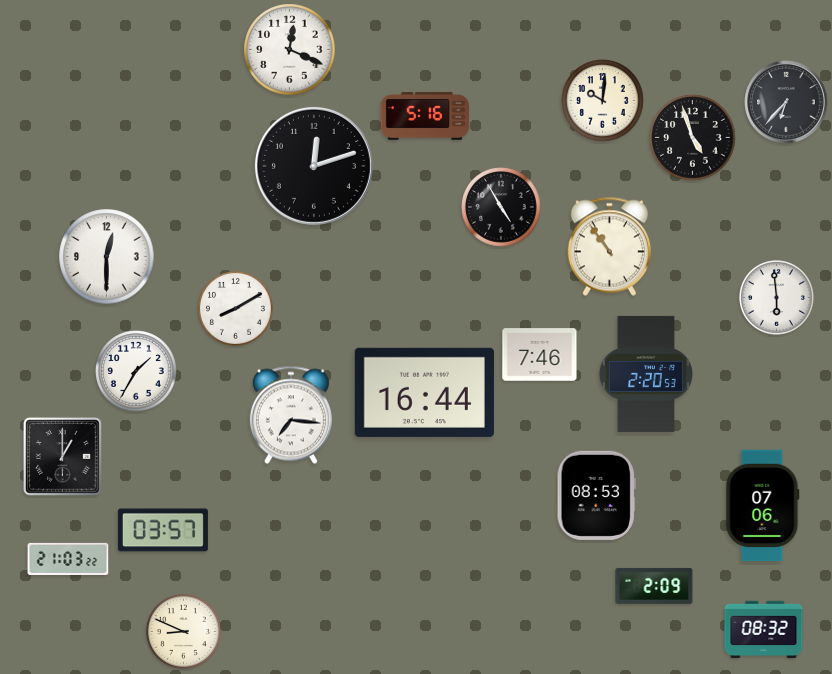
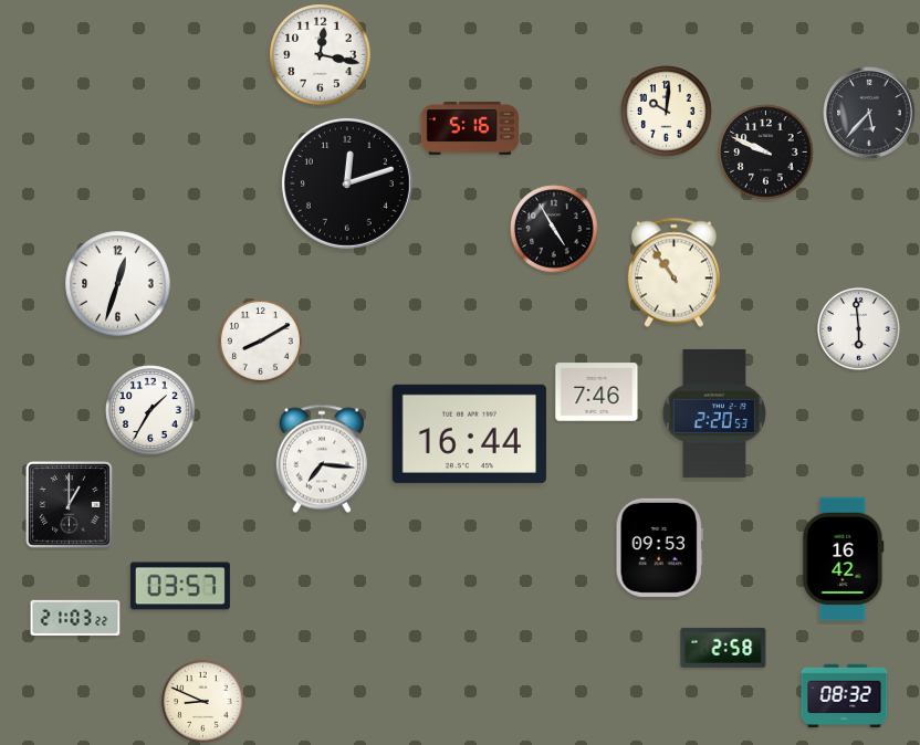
clock at (290, 50): 12:19 -> 12:17
clock at (786, 102): 6:37 -> 5:37
clock at (693, 138): 4:57 -> 9:49
clock at (107, 257): 12:30 -> 12:33
clock at (596, 495): 08:53 -> 09:53
clock at (763, 506): 07:06 -> 16:42
clock at (654, 586): 2:09 -> 2:58
clock at (184, 632) position: (184, 632) -> (203, 702)
